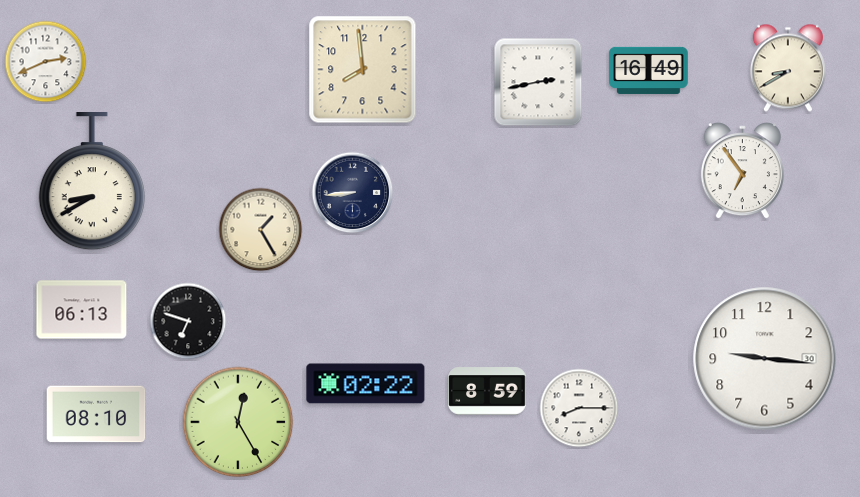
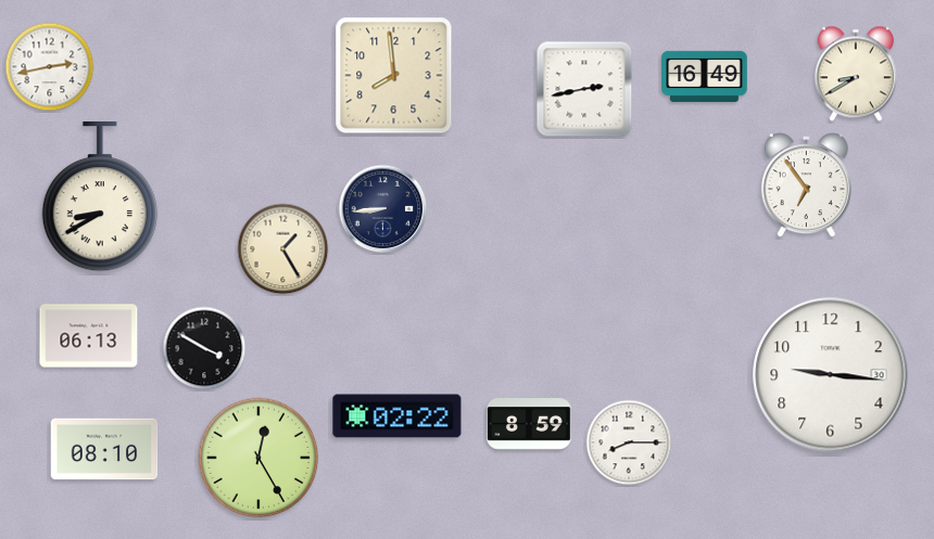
clock at (46, 62): 2:41 -> 2:43
clock at (188, 321): 6:48 -> 3:50
clock at (765, 359) position: (765, 359) -> (831, 375)
